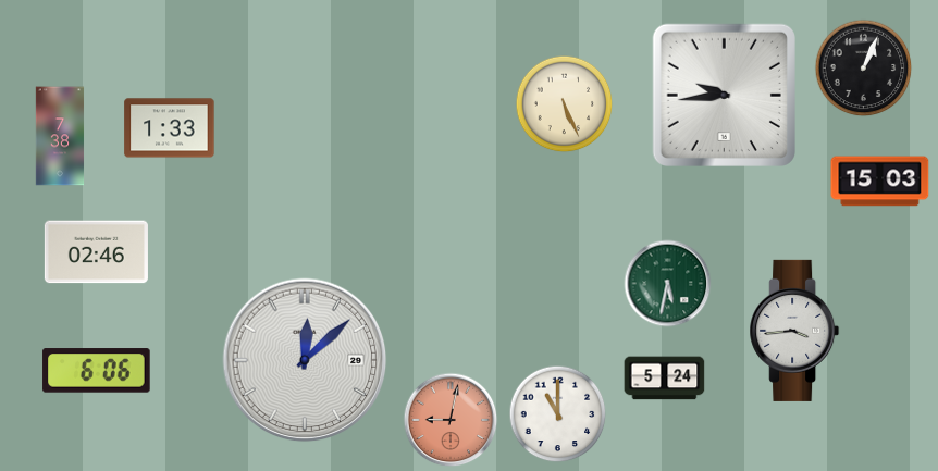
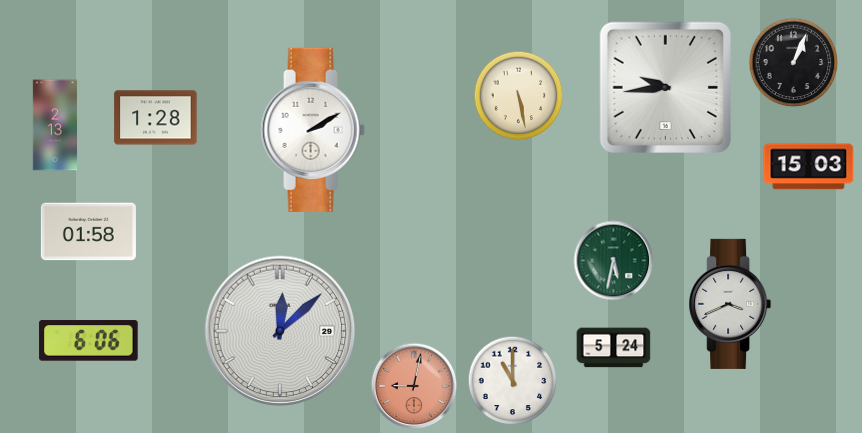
clock at (565, 104): 5:26 -> 5:28
clock at (170, 128): 1:33 -> 1:28
clock at (60, 136): 7:38 -> 2:13
clock at (313, 130): none -> 2:10
clock at (96, 252): 02:46 -> 01:58
clock at (794, 331): 3:44 -> 3:41
clock at (665, 379) position: (665, 379) -> (614, 348)
